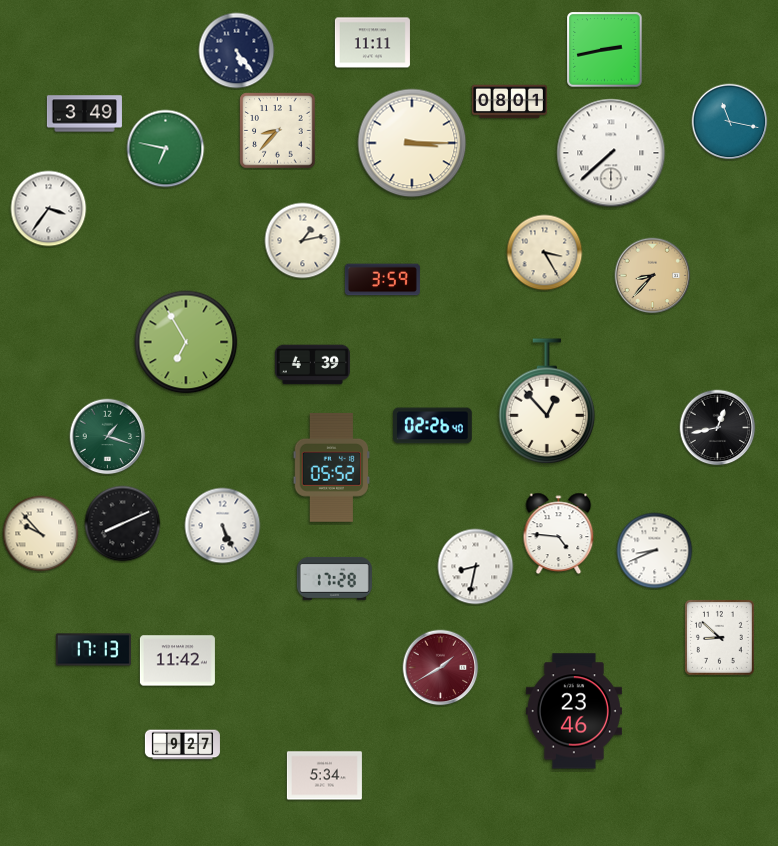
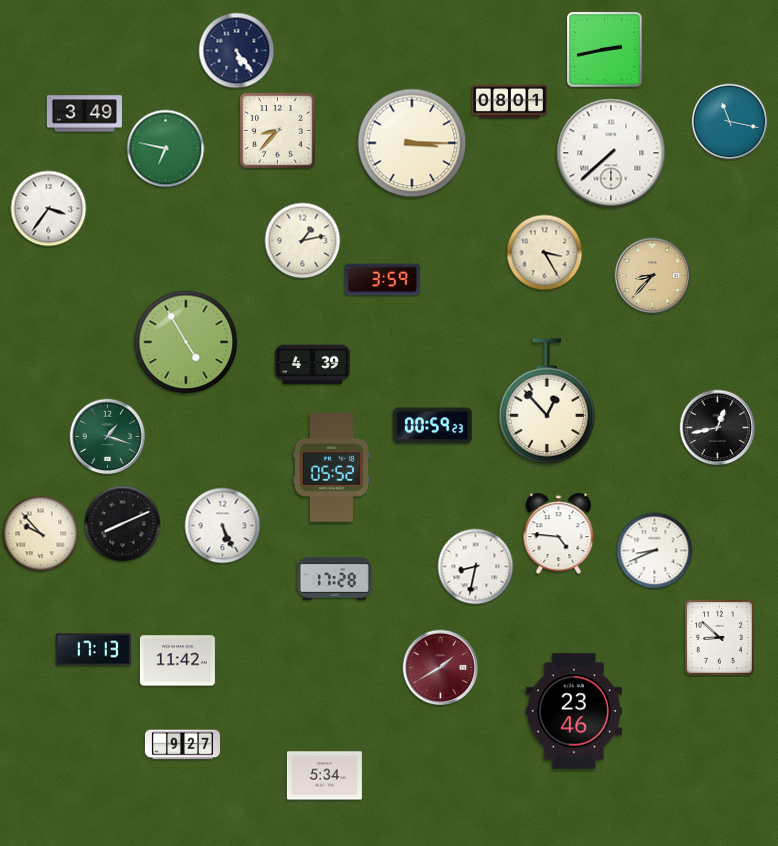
clock at (372, 43): 11:11 -> none
clock at (186, 342): 6:55 -> 4:55
clock at (433, 426): 02:26 -> 00:59
